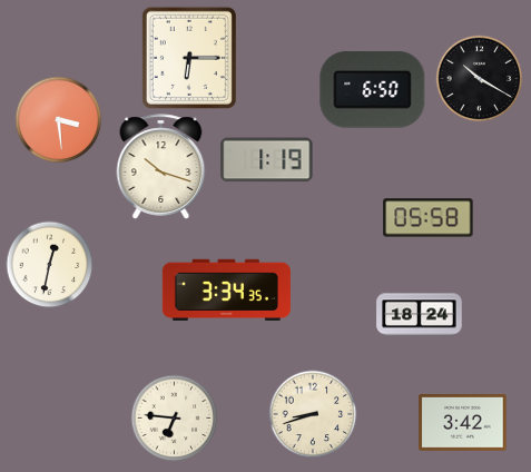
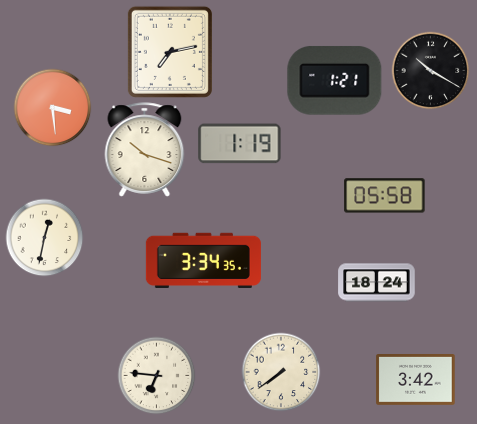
clock at (189, 58): 6:15 -> 7:13
clock at (373, 89): 6:50 -> 1:21
clock at (313, 414): 8:42 -> 7:39
